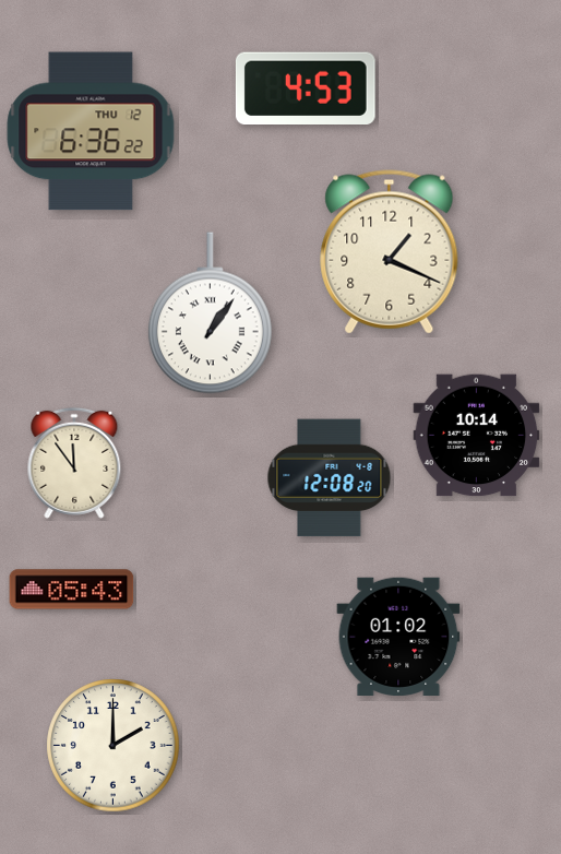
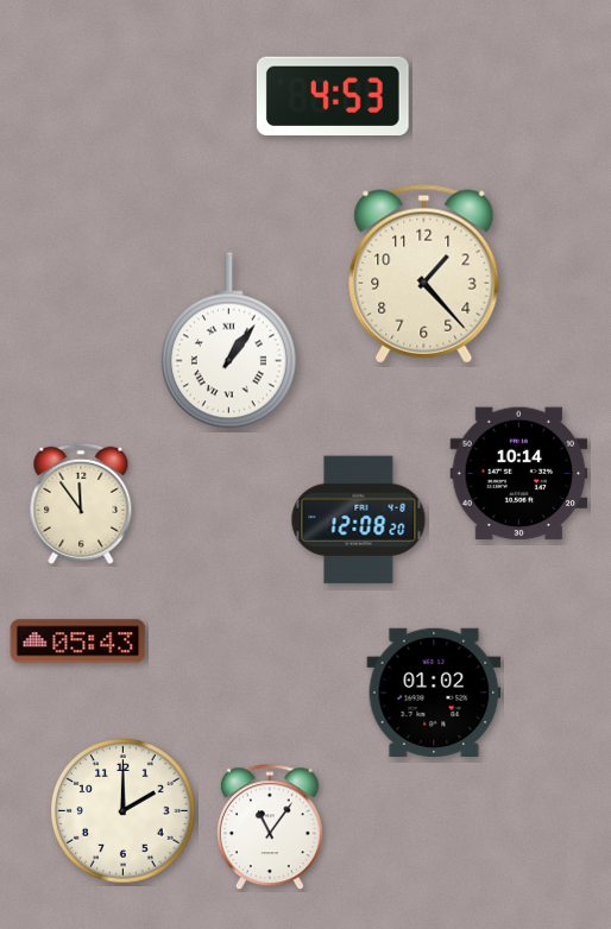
clock at (91, 131): 6:36 -> none
clock at (390, 252): 1:19 -> 1:23
clock at (270, 828): none -> 11:06
